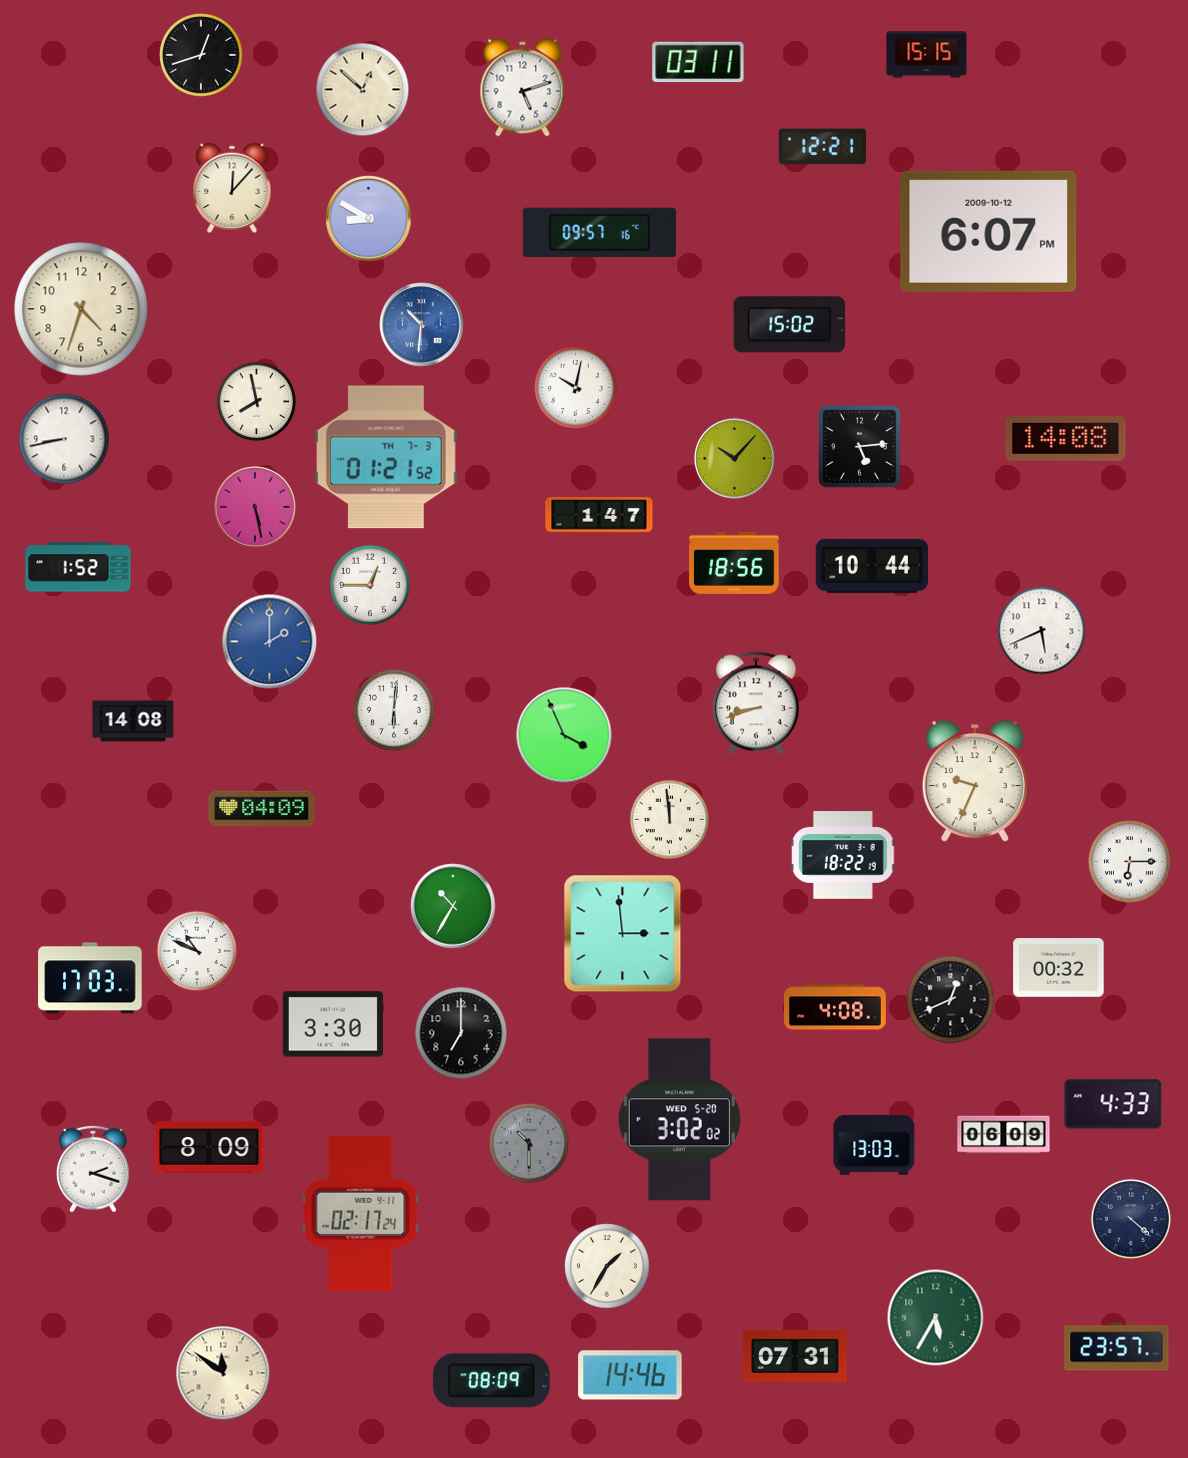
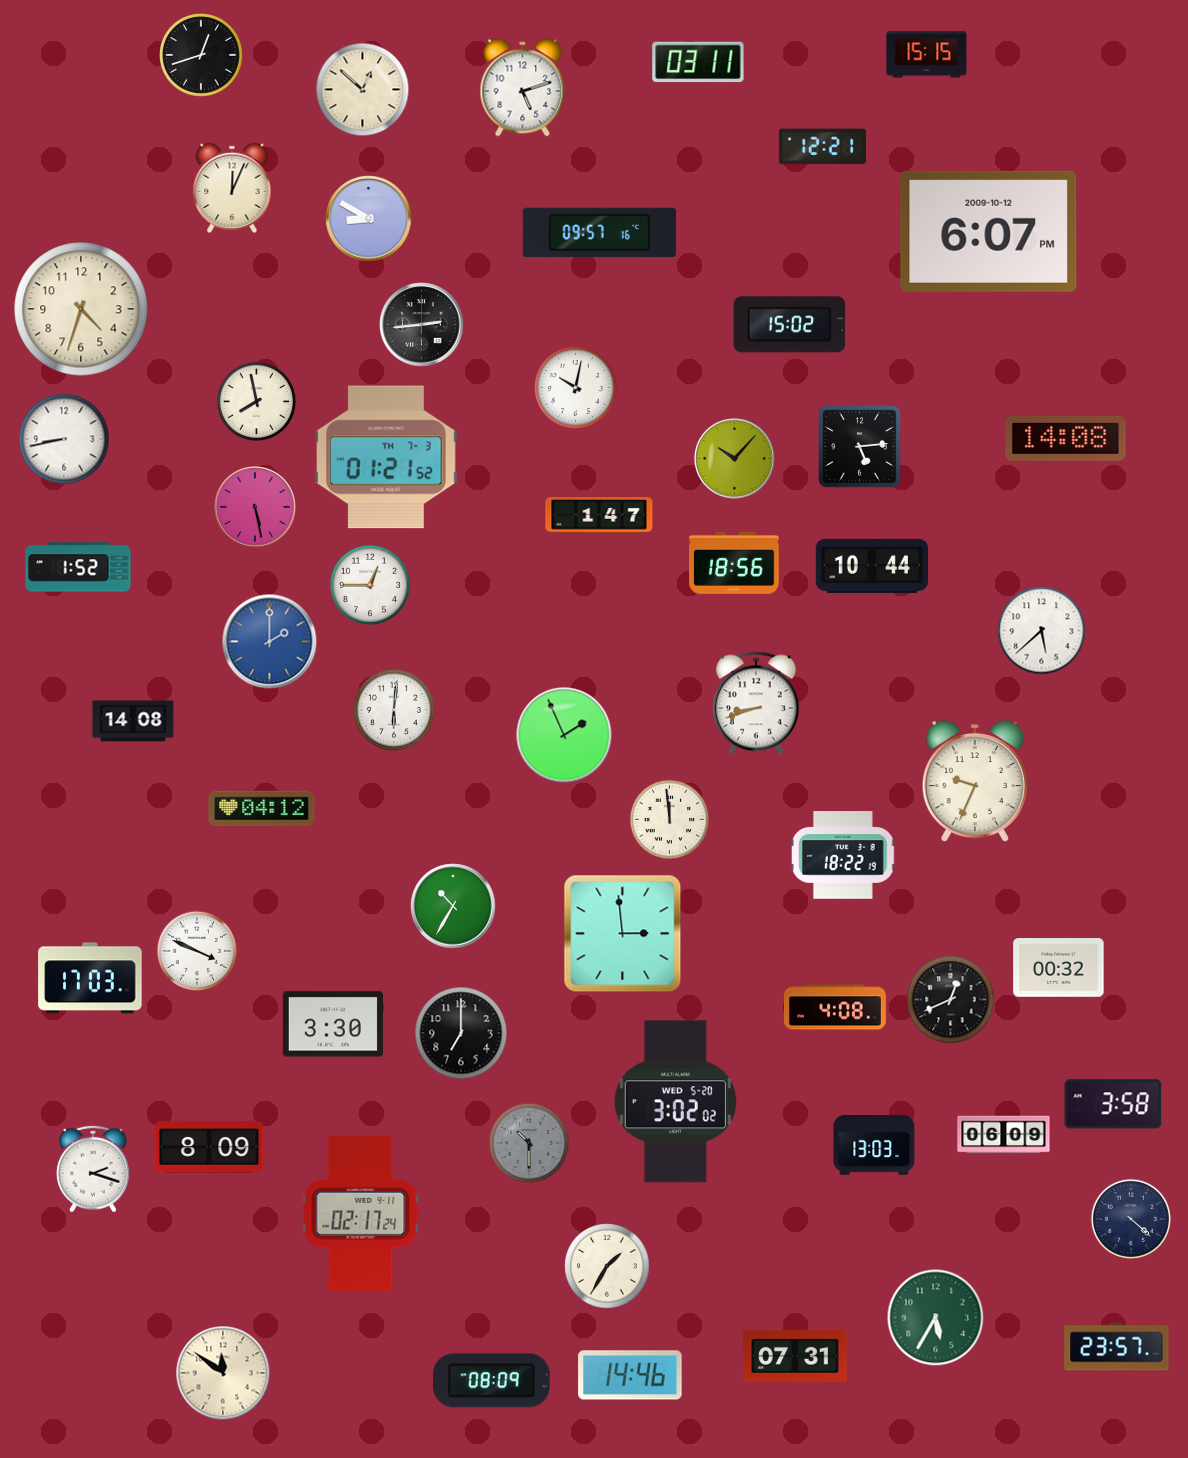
clock at (232, 187): 12:07 -> 12:04
clock at (422, 325): 10:31 -> 2:44
clock at (422, 325) dial: blue -> black
clock at (1042, 631): 5:41 -> 5:38
clock at (564, 735): 3:56 -> 1:56
clock at (262, 809): 04:09 -> 04:12
clock at (1129, 861): 6:15 -> none
clock at (197, 951): 10:49 -> 3:49
clock at (1113, 1104): 4:33 -> 3:58
clock at (679, 1120) position: (679, 1120) -> (675, 1102)
